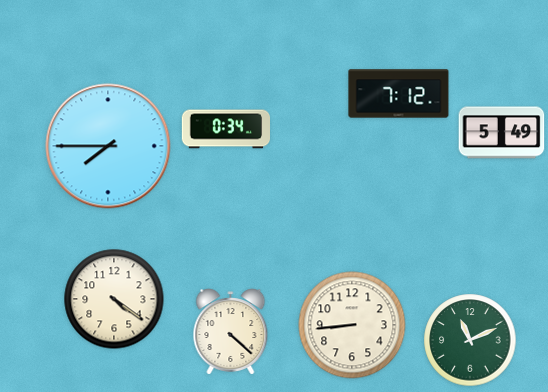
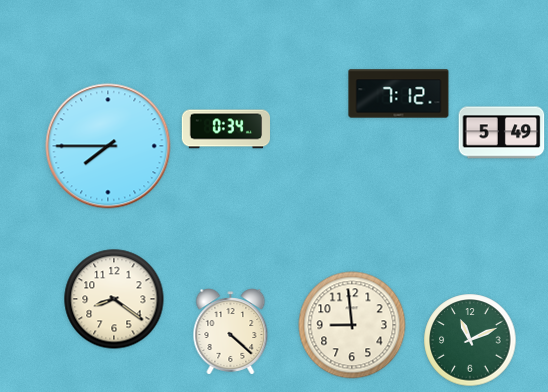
clock at (114, 299): 4:21 -> 8:21
clock at (352, 325): 8:44 -> 8:59
